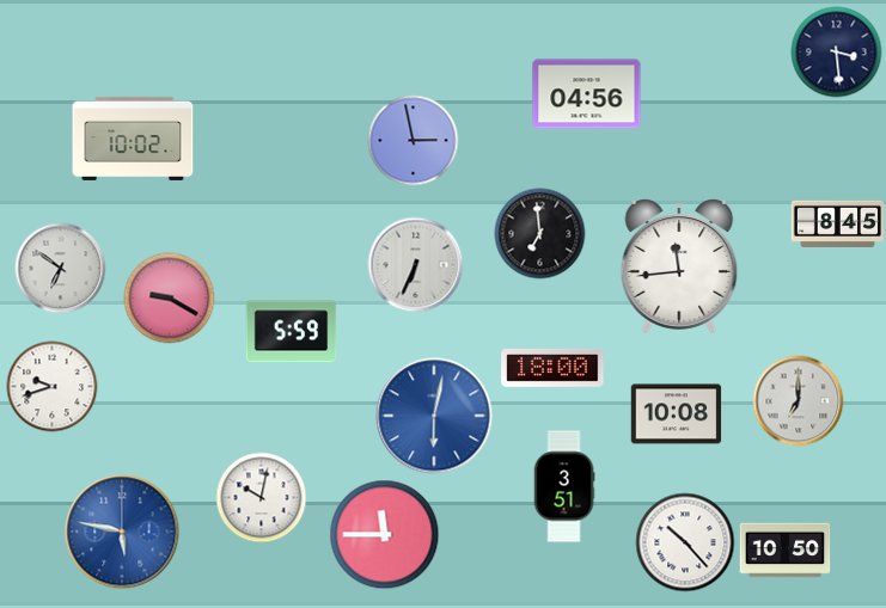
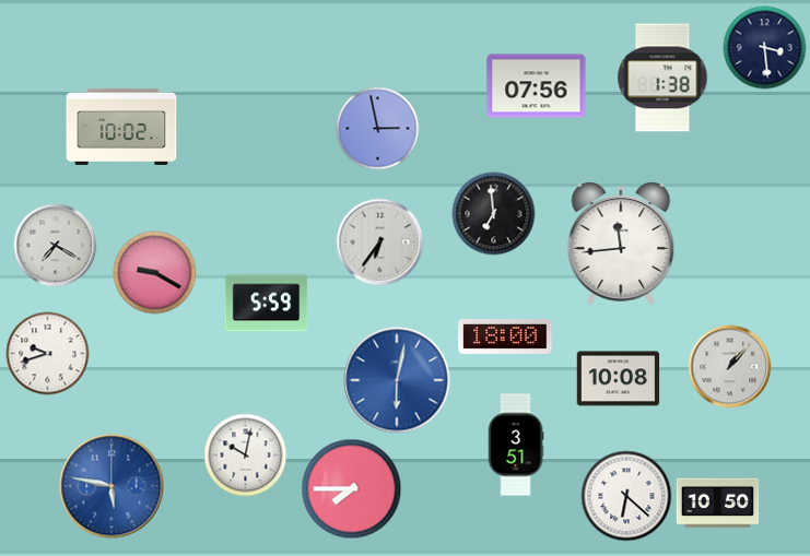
clock at (662, 78): none -> 1:38
clock at (587, 94): 04:56 -> 07:56
clock at (837, 223): 8:45 -> none
clock at (416, 265): 6:34 -> 6:36
clock at (61, 269): 6:51 -> 7:20
clock at (799, 401): 7:00 -> 1:07
clock at (262, 498) position: (262, 498) -> (246, 456)
clock at (385, 535): 11:45 -> 7:45
clock at (685, 542): 10:23 -> 6:22
